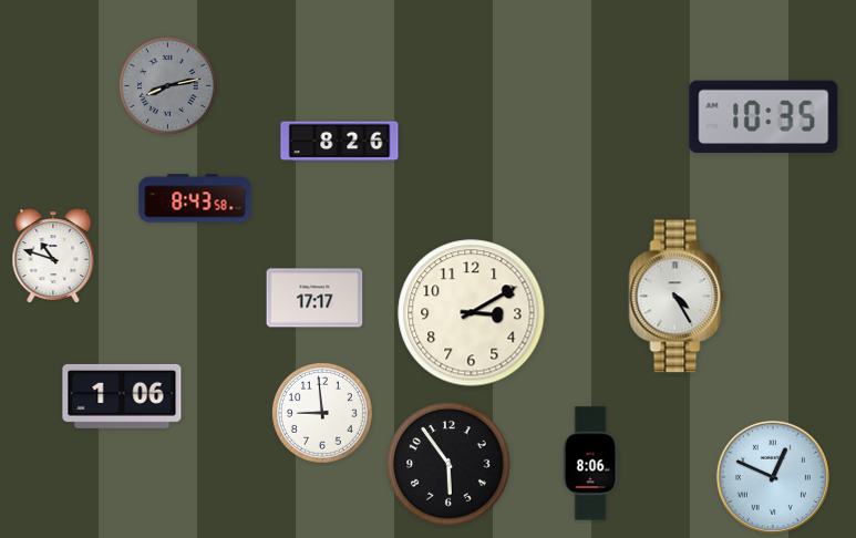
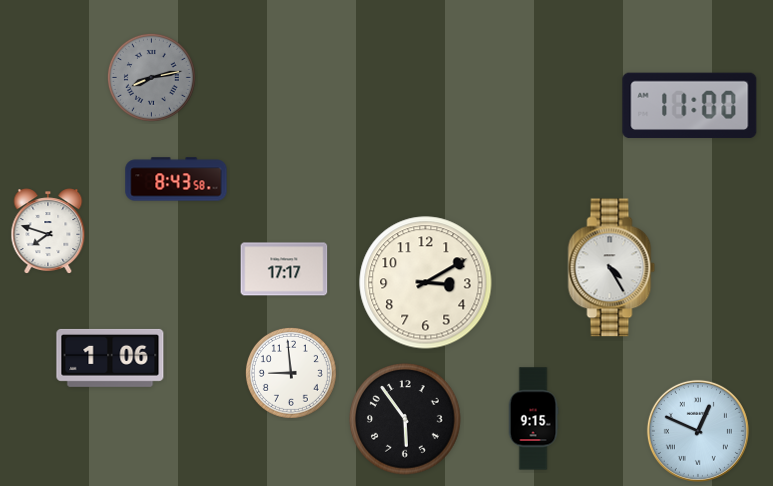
clock at (764, 117): 10:35 -> 11:00
clock at (340, 142): 8:26 -> none
clock at (53, 256): 10:48 -> 7:48
clock at (590, 464): 8:06 -> 9:15
